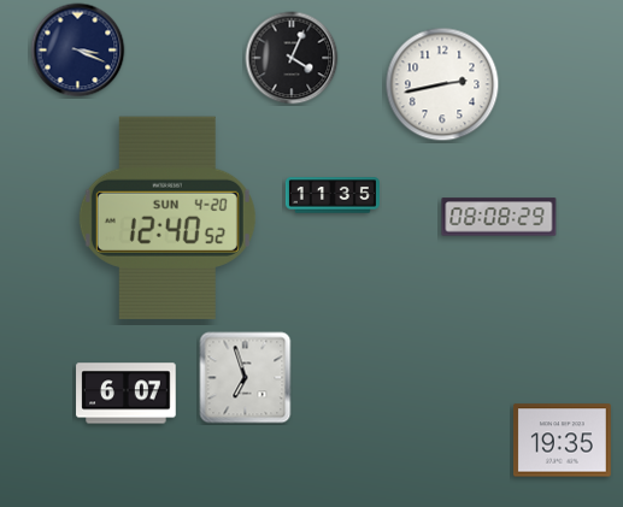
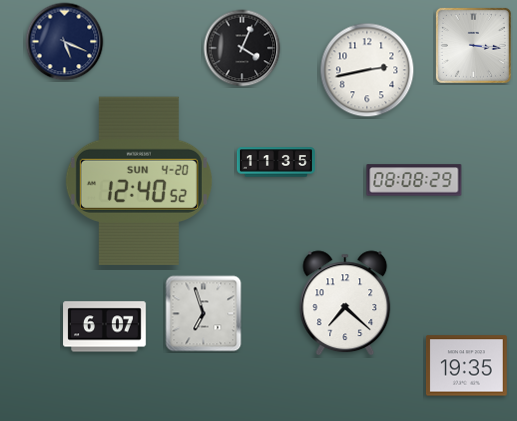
clock at (78, 51): 3:19 -> 5:19
clock at (473, 45): none -> 3:16
clock at (345, 303): none -> 7:22
